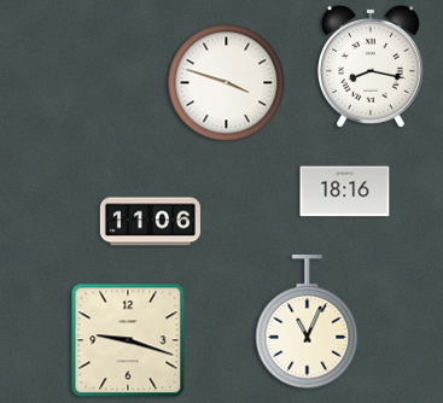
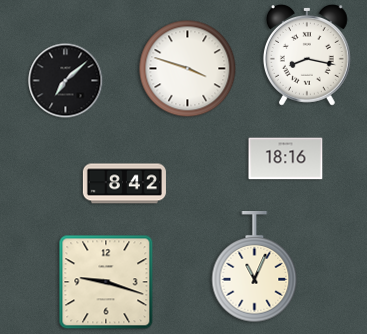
clock at (66, 81): none -> 7:08
clock at (150, 222): 11:06 -> 8:42
